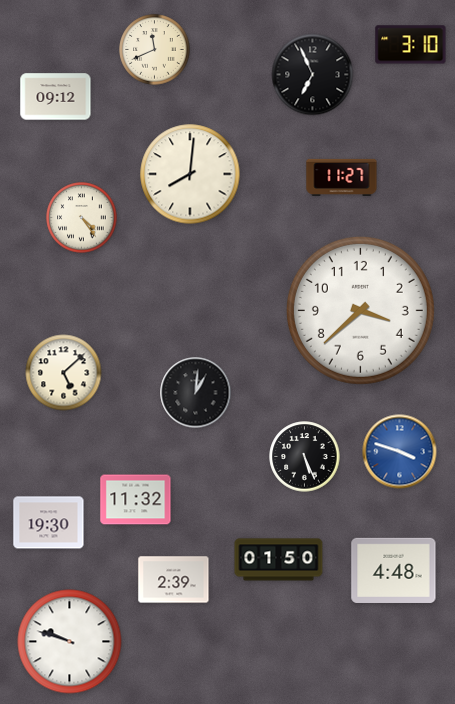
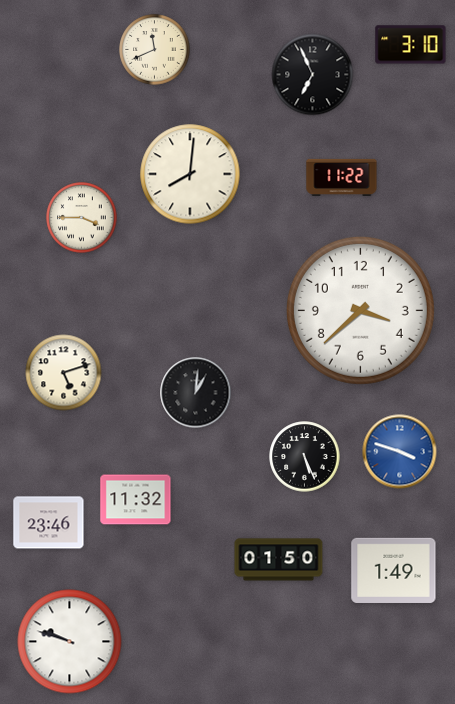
clock at (56, 97): 09:12 -> none
clock at (342, 177): 11:27 -> 11:22
clock at (82, 218): 4:24 -> 3:45
clock at (64, 373): 5:08 -> 5:12
clock at (49, 523): 19:30 -> 23:46
clock at (394, 570): 4:48 -> 1:49
clock at (174, 580): 2:39 -> none
